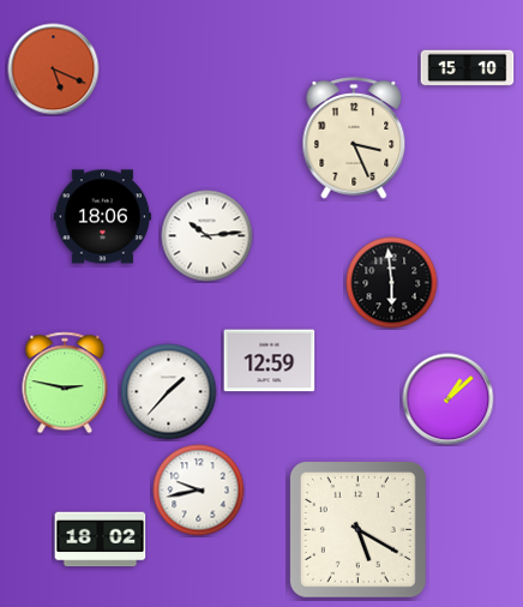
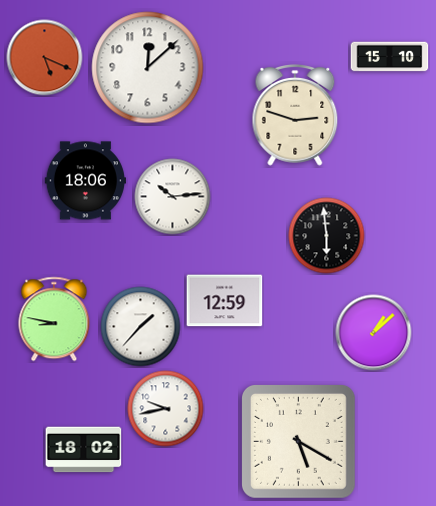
clock at (148, 68): none -> 12:08
clock at (354, 139): 3:26 -> 2:48
clock at (65, 383): 2:47 -> 8:47
